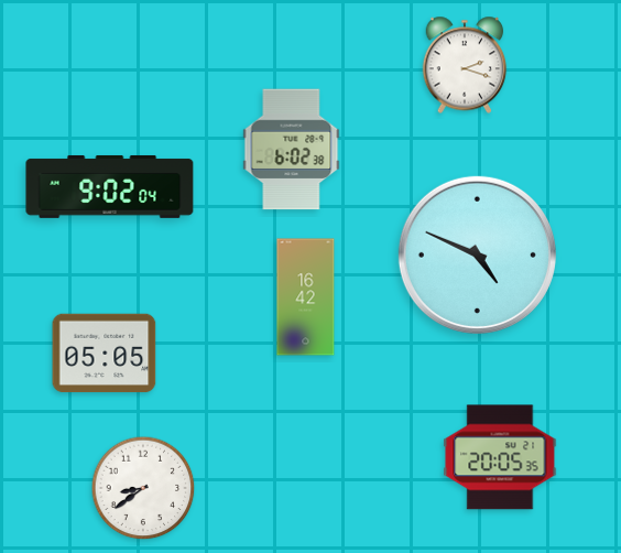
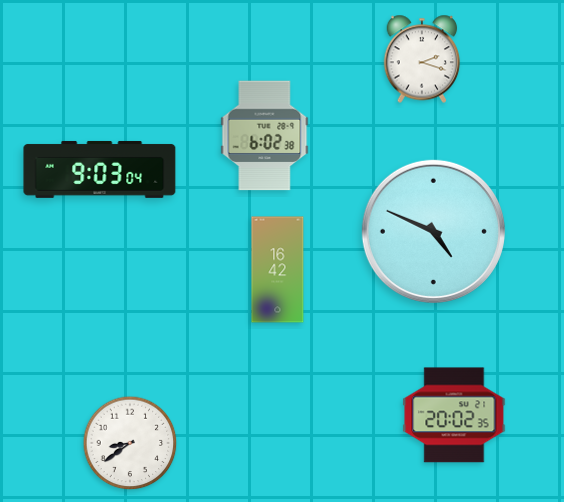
clock at (110, 186): 9:02 -> 9:03
clock at (105, 354): 05:05 -> none
clock at (500, 457): 20:05 -> 20:02
